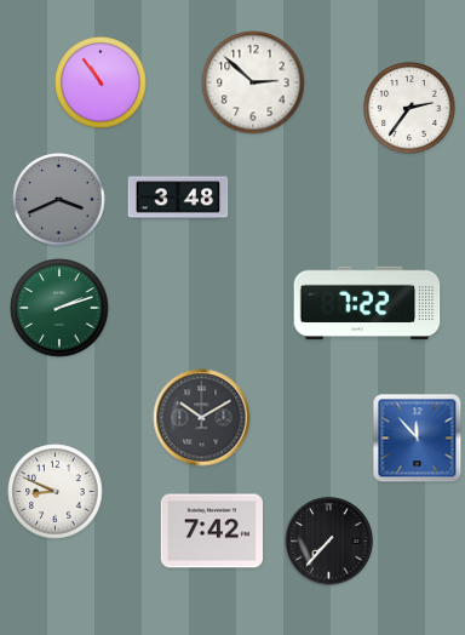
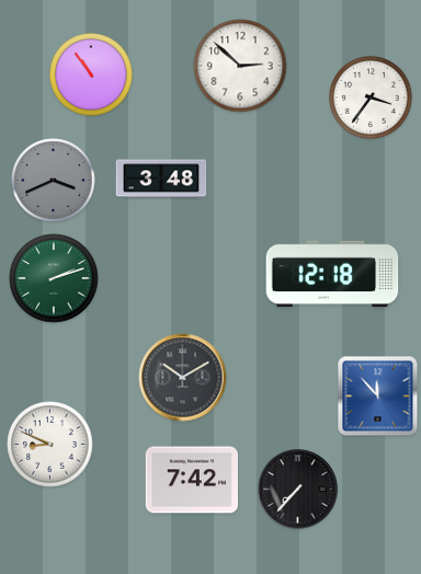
clock at (253, 82) position: (253, 82) -> (240, 66)
clock at (411, 109): 2:36 -> 3:36
clock at (367, 303): 7:22 -> 12:18
